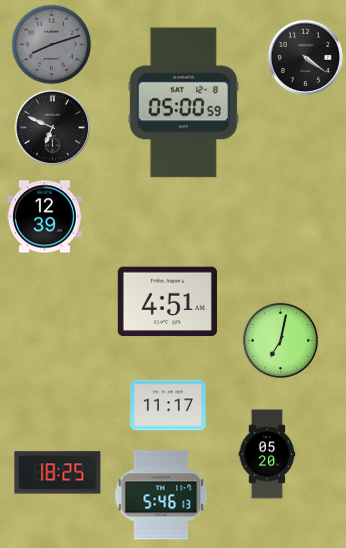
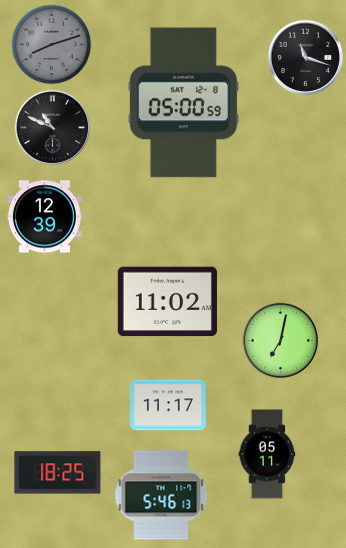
clock at (306, 58): 4:21 -> 11:18
clock at (53, 128): 6:49 -> 10:49
clock at (167, 302): 4:51 -> 11:02
clock at (267, 454): 05:20 -> 05:11
